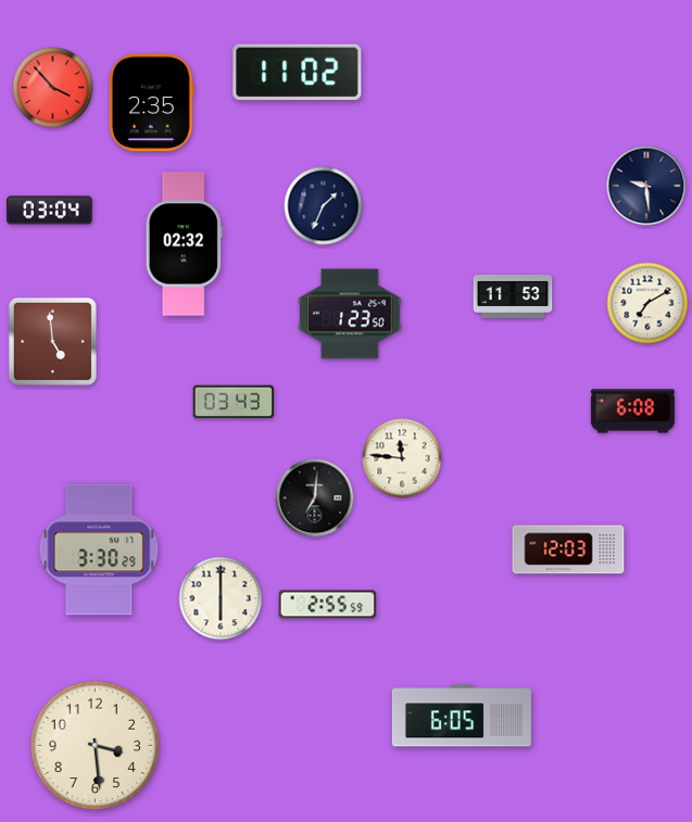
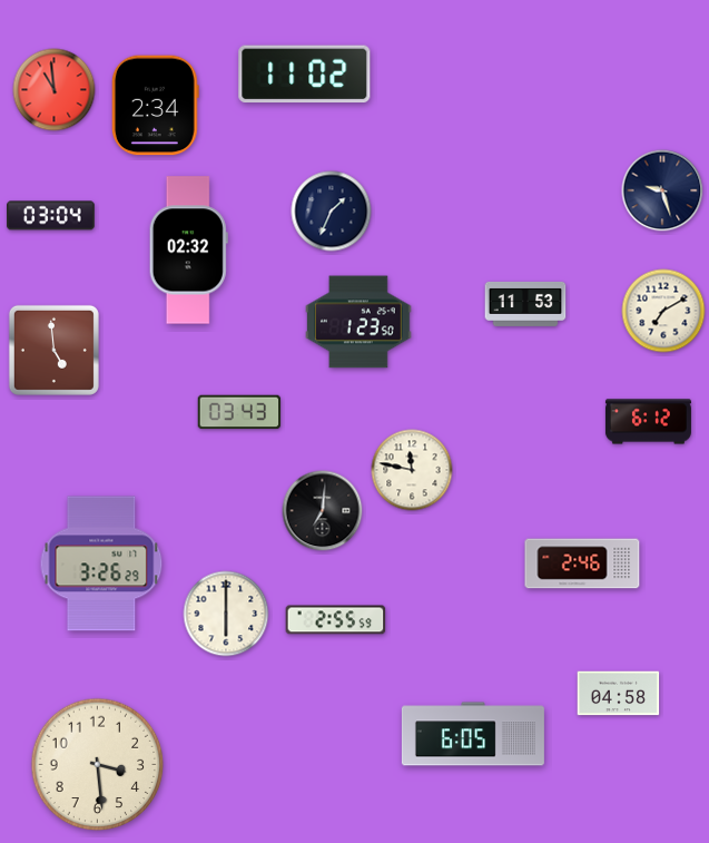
clock at (53, 88): 3:53 -> 10:59
clock at (151, 103): 2:35 -> 2:34
clock at (646, 186): 9:29 -> 9:27
clock at (632, 412): 6:08 -> 6:12
clock at (402, 458): 11:46 -> 11:47
clock at (99, 549): 3:30 -> 3:26
clock at (568, 549): 12:03 -> 2:46
clock at (619, 694): none -> 04:58
